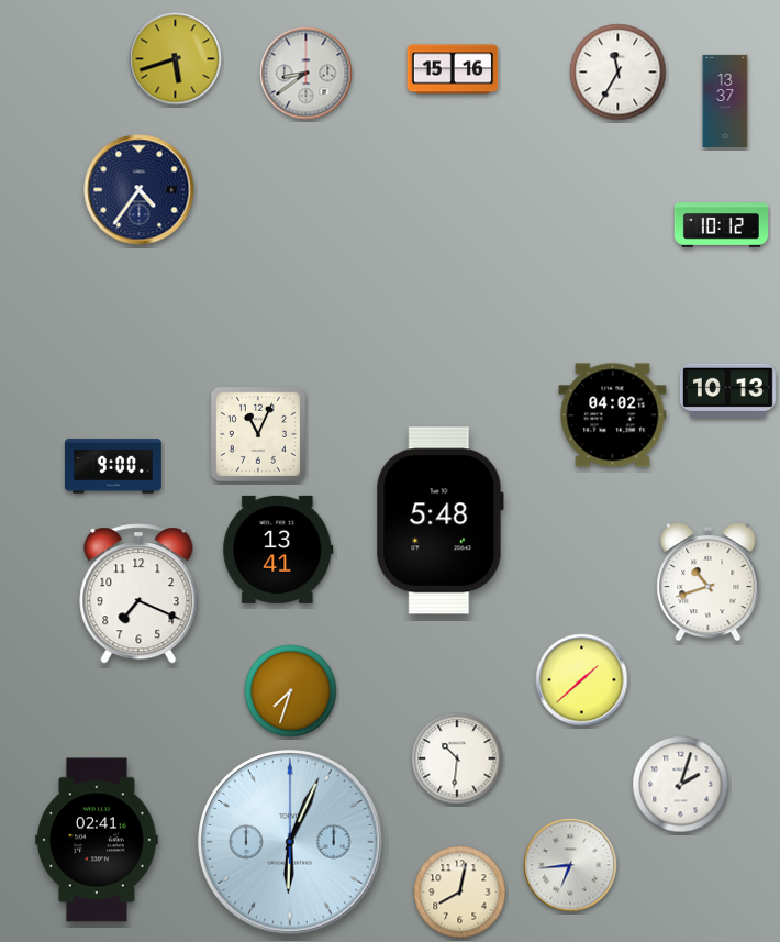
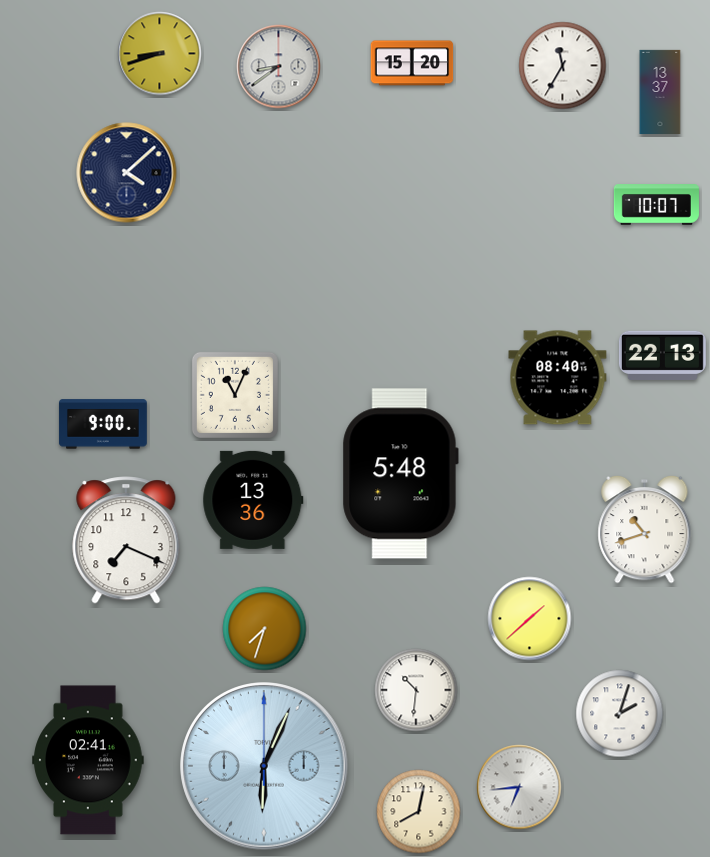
clock at (176, 59): 5:42 -> 8:42
clock at (453, 69): 15:16 -> 15:20
clock at (140, 190): 4:36 -> 4:08
clock at (721, 225): 10:12 -> 10:07
clock at (727, 390): 10:13 -> 22:13
clock at (613, 415): 04:02 -> 08:40
clock at (278, 550): 13:41 -> 13:36
clock at (97, 840) position: (97, 840) -> (88, 760)
